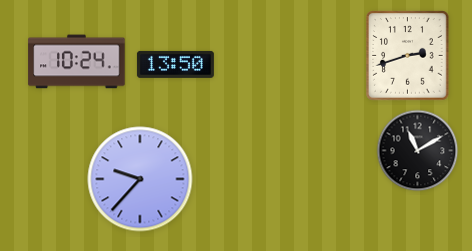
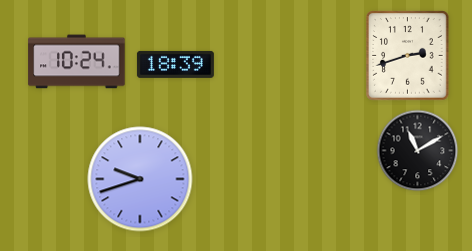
clock at (175, 64): 13:50 -> 18:39
clock at (140, 179): 9:37 -> 9:42
